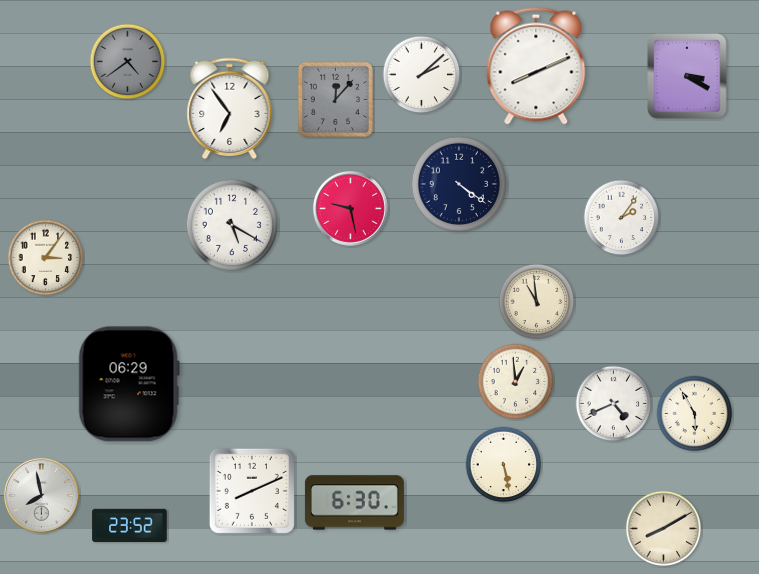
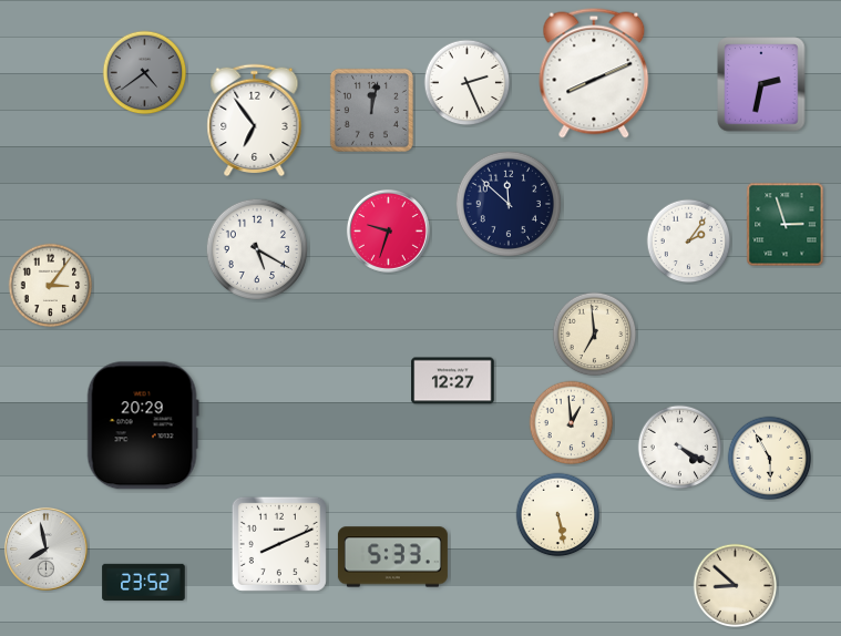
clock at (128, 62) position: (128, 62) -> (145, 73)
clock at (422, 75): 2:08 -> 2:26
clock at (687, 76): 3:20 -> 2:32
clock at (335, 99): 12:07 -> 12:02
clock at (459, 184): 4:21 -> 11:52
clock at (786, 225): none -> 2:57
clock at (350, 208): 9:28 -> 9:33
clock at (537, 302): 10:59 -> 6:59
clock at (453, 381): none -> 12:27
clock at (129, 384): 06:29 -> 20:29
clock at (614, 404): 4:41 -> 4:20
clock at (354, 503): 6:30 -> 5:33
clock at (664, 529): 8:10 -> 8:52
